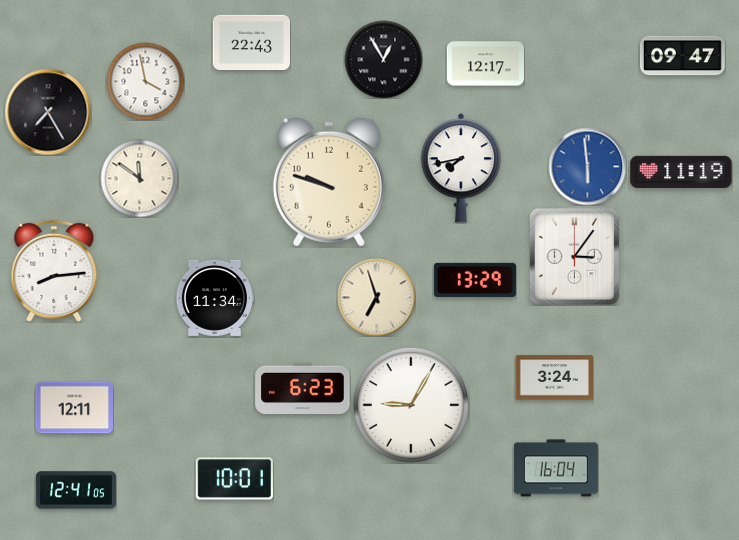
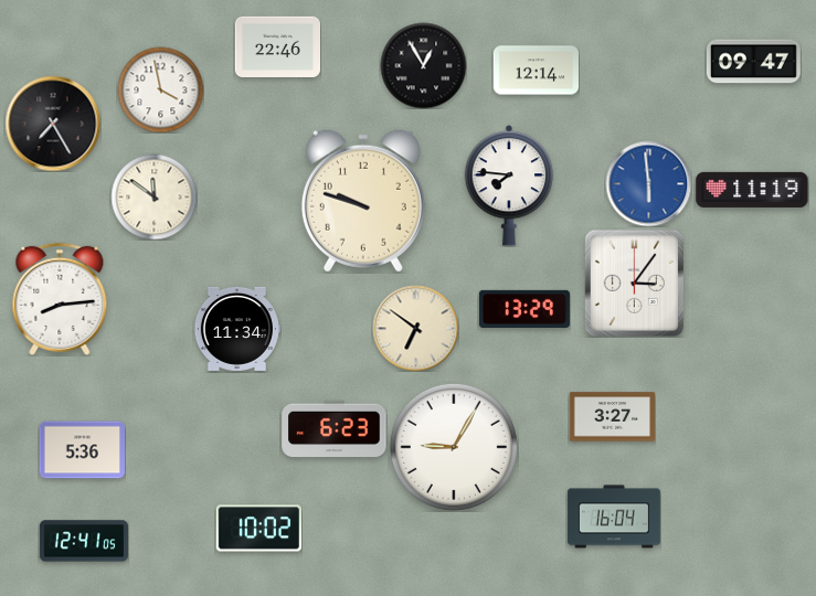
clock at (251, 42): 22:43 -> 22:46
clock at (485, 64): 12:17 -> 12:14
clock at (461, 168): 7:43 -> 7:46
clock at (376, 297): 6:57 -> 6:51
clock at (554, 378): 3:24 -> 3:27
clock at (74, 408): 12:11 -> 5:36
clock at (234, 479): 10:01 -> 10:02
